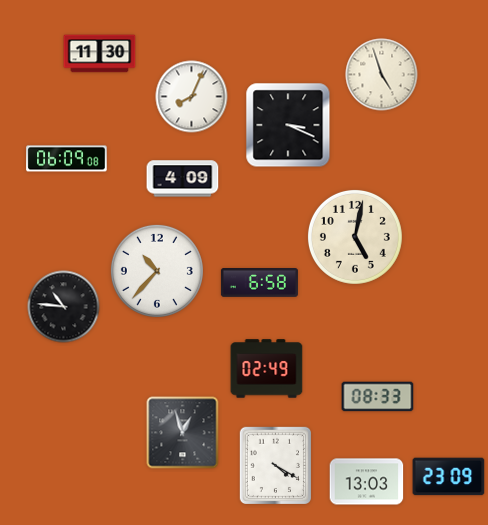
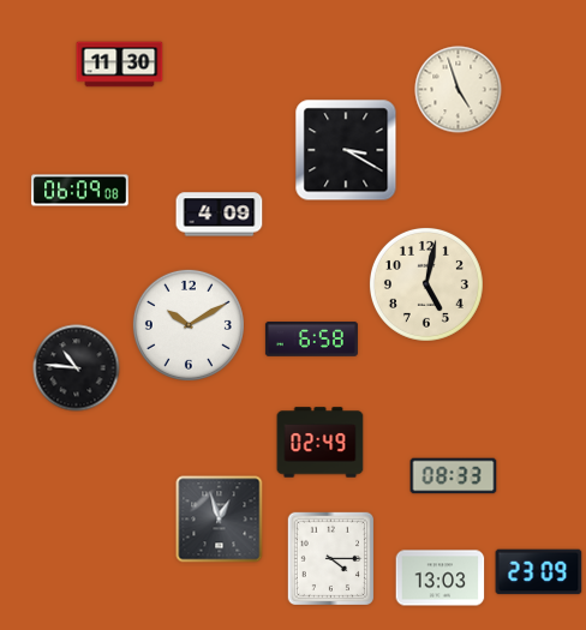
clock at (192, 97): 8:04 -> none
clock at (288, 125): 3:19 -> 3:20
clock at (157, 271): 10:37 -> 10:10
clock at (275, 465): 4:20 -> 4:15
